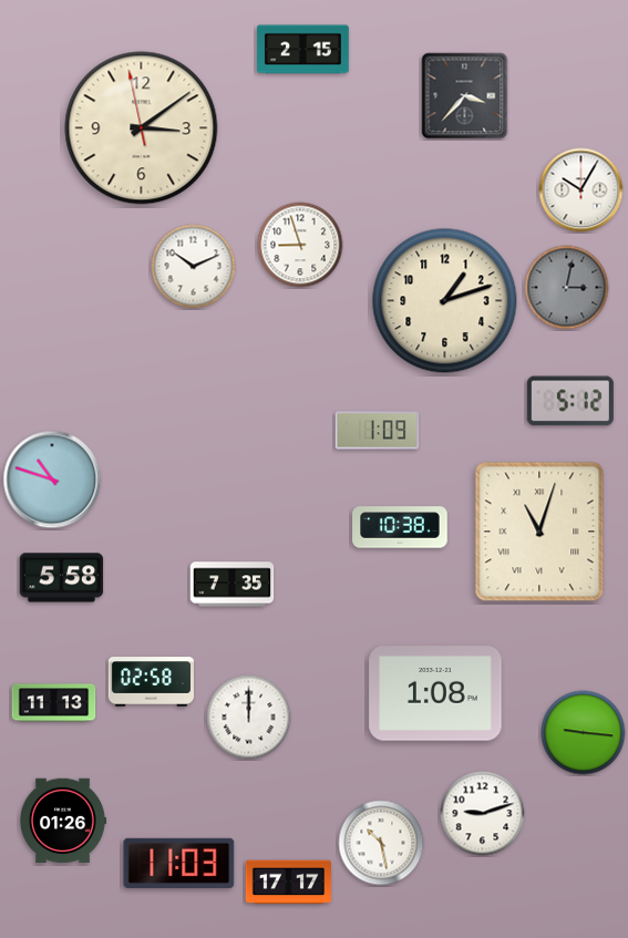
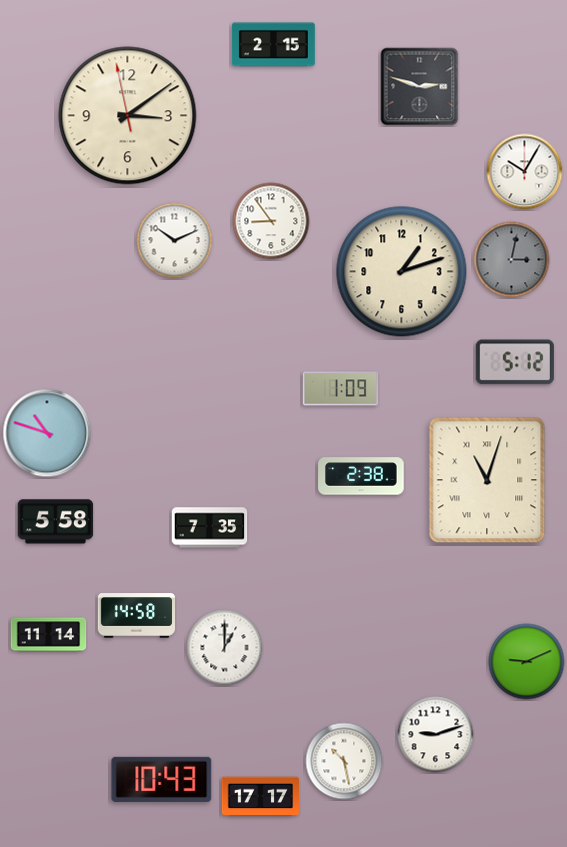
clock at (465, 96): 3:37 -> 2:48
clock at (300, 245): 8:57 -> 8:54
clock at (400, 527): 10:38 -> 2:38
clock at (151, 682): 02:58 -> 14:58
clock at (435, 693): 1:08 -> none
clock at (54, 703): 11:13 -> 11:14
clock at (249, 718): 12:00 -> 1:00
clock at (584, 733): 9:16 -> 9:11
clock at (63, 821): 01:26 -> none
clock at (179, 863): 11:03 -> 10:43
